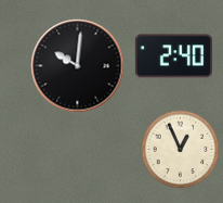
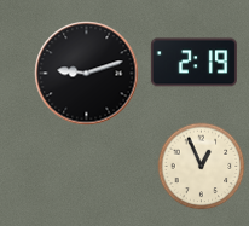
clock at (173, 56): 2:40 -> 2:19
clock at (78, 66): 10:01 -> 9:12
